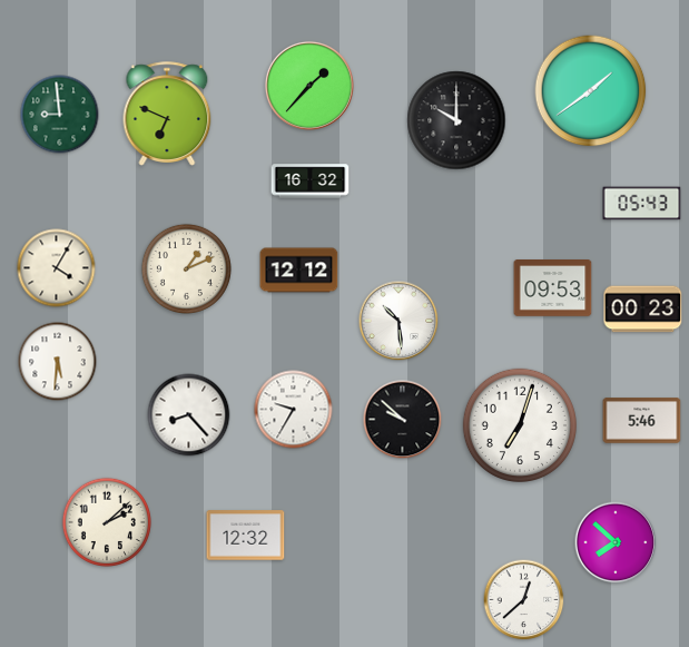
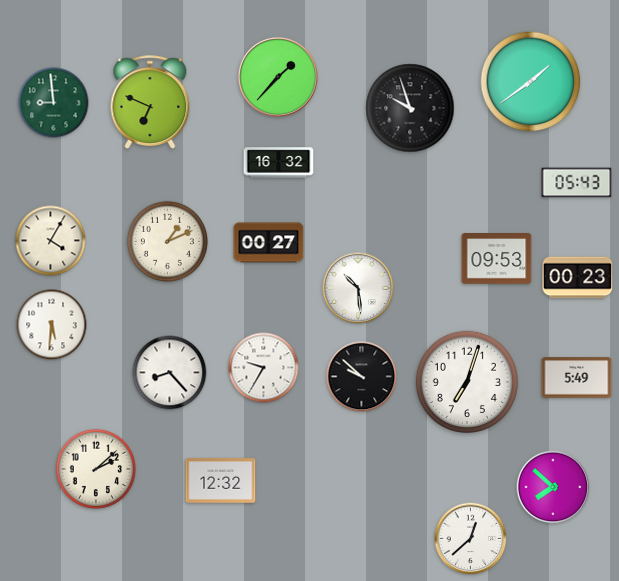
clock at (456, 120): 10:00 -> 9:57
clock at (299, 271): 12:12 -> 00:27
clock at (642, 421): 5:46 -> 5:49
